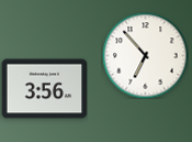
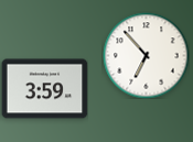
clock at (44, 89): 3:56 -> 3:59
